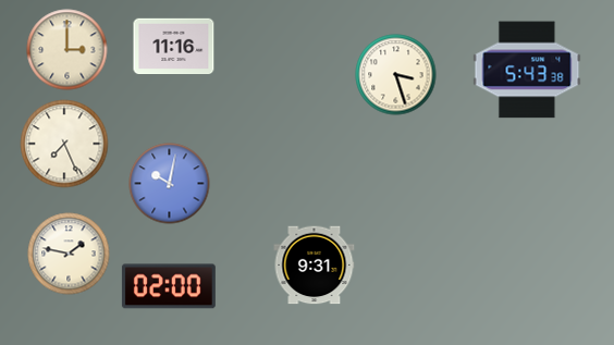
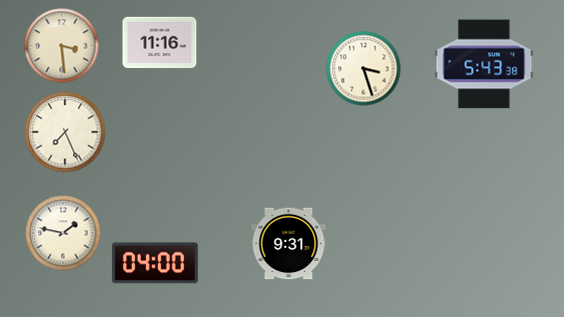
clock at (67, 50): 3:00 -> 3:29
clock at (64, 144) position: (64, 144) -> (65, 132)
clock at (170, 184): 10:02 -> none
clock at (169, 286): 02:00 -> 04:00
